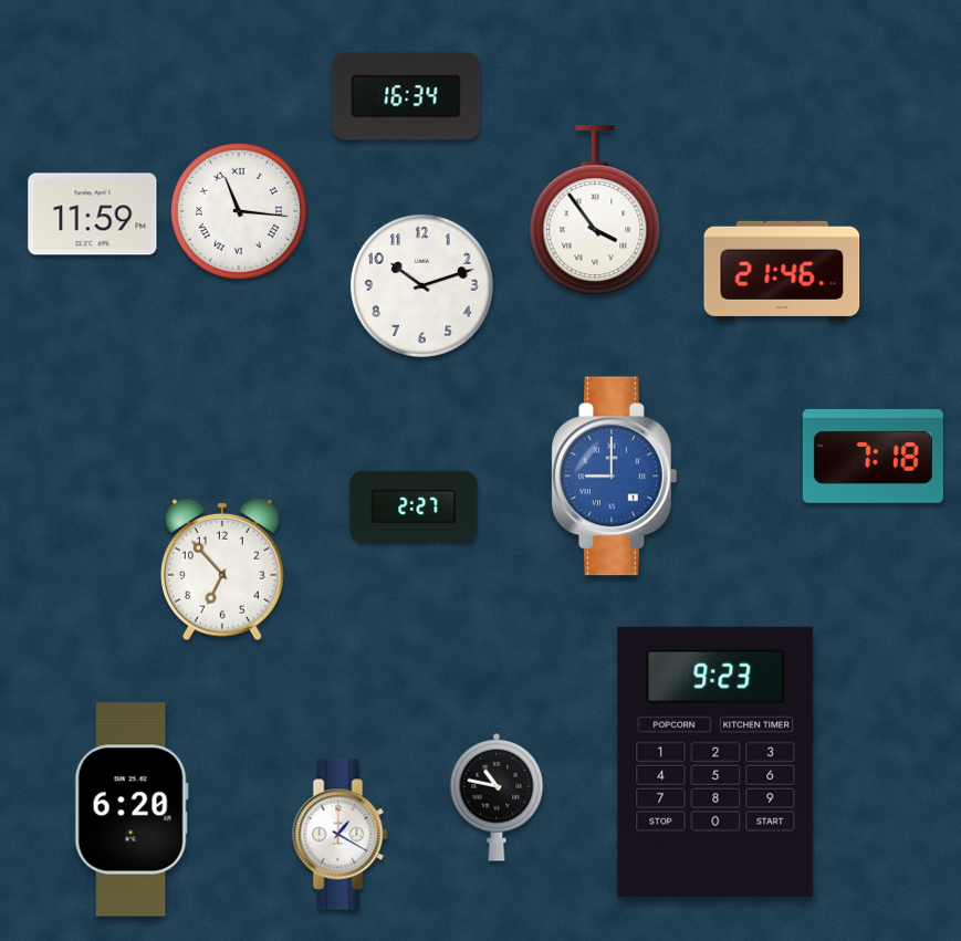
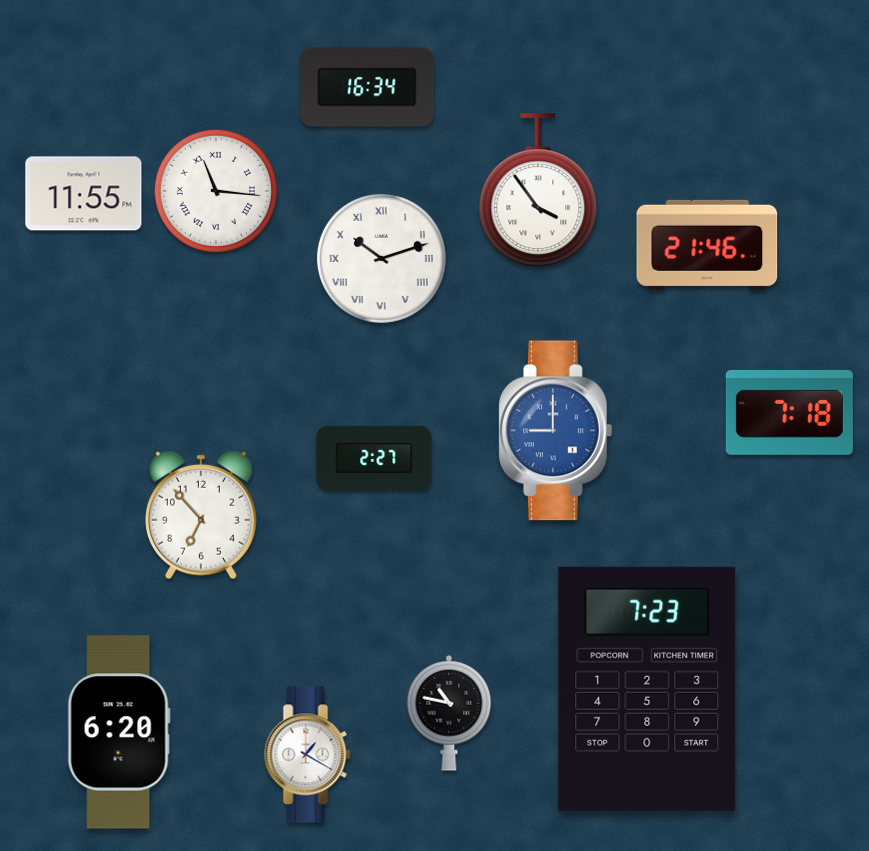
clock at (93, 215): 11:59 -> 11:55
clock at (421, 285) numerals: Arabic -> Roman
clock at (715, 762): 9:23 -> 7:23
clock at (497, 797) position: (497, 797) -> (449, 713)
